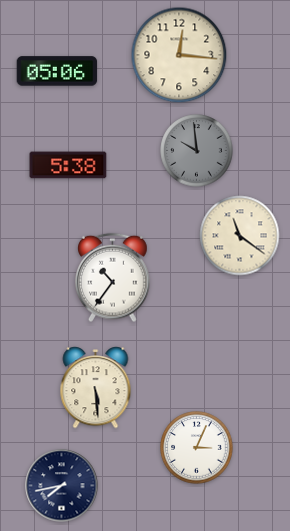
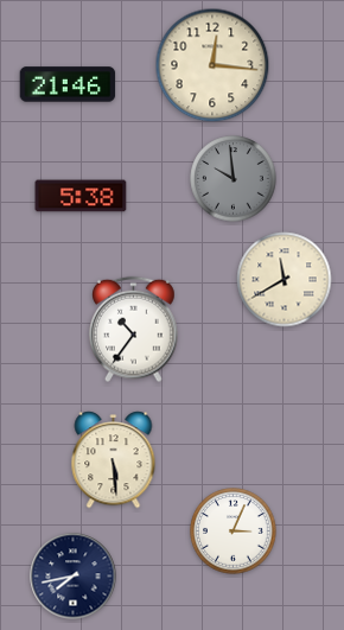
clock at (57, 71): 05:06 -> 21:46
clock at (240, 236): 11:21 -> 11:40
